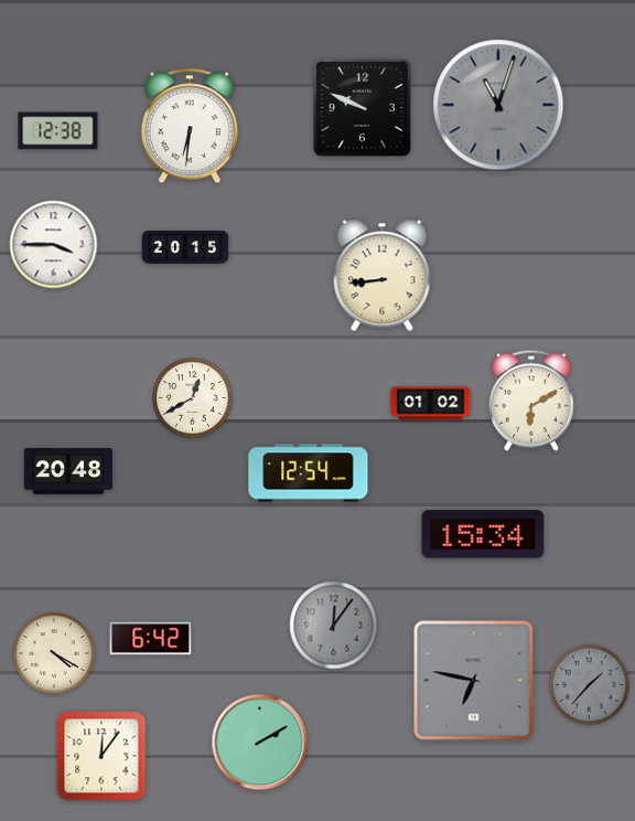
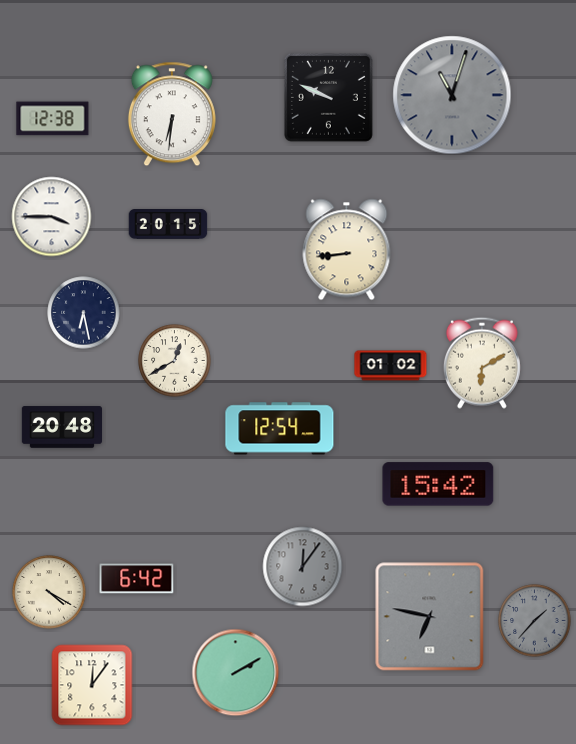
clock at (54, 245) position: (54, 245) -> (52, 217)
clock at (84, 313): none -> 6:28
clock at (483, 534): 15:34 -> 15:42
